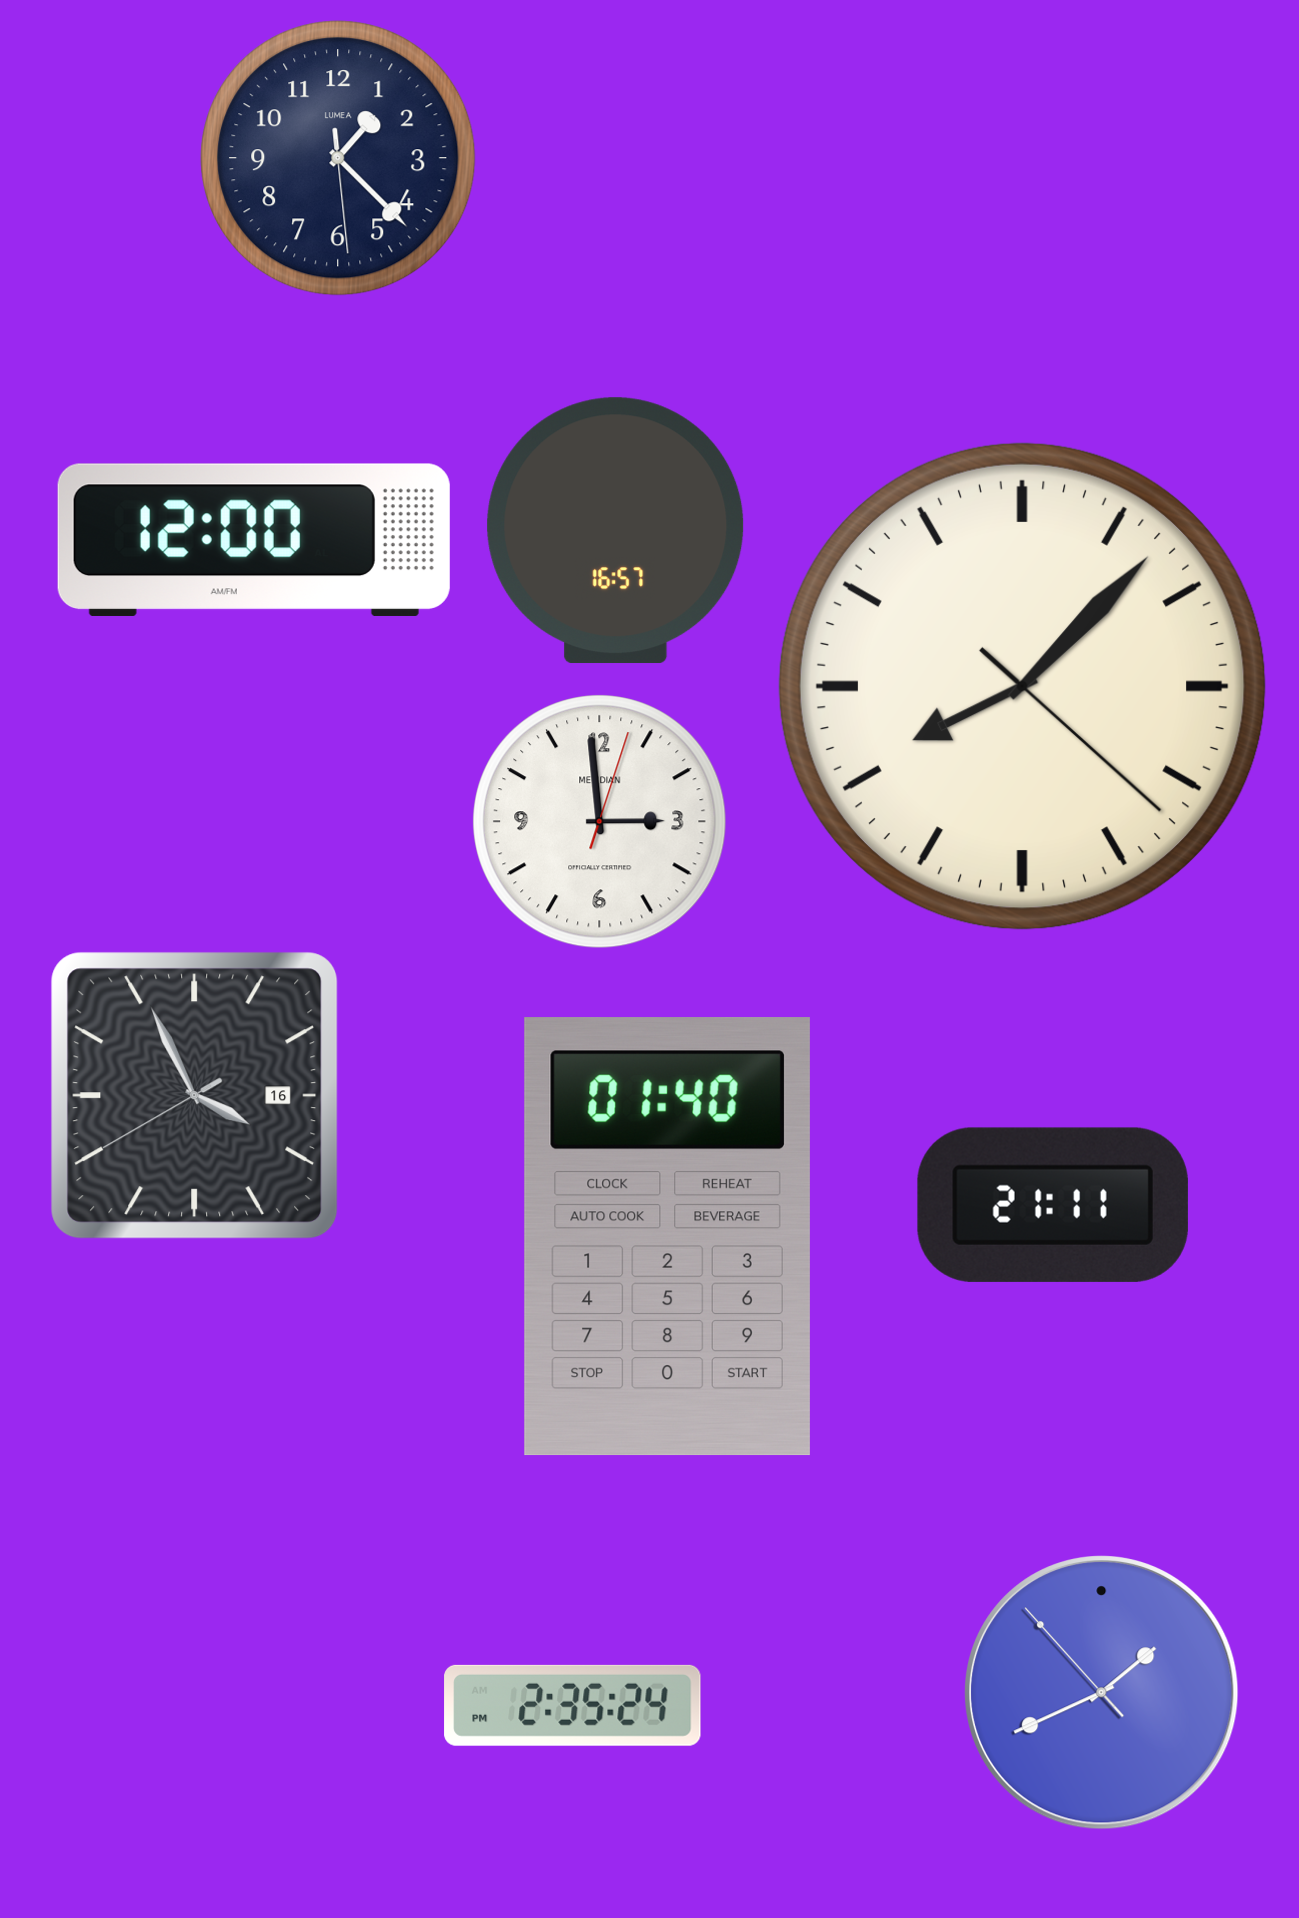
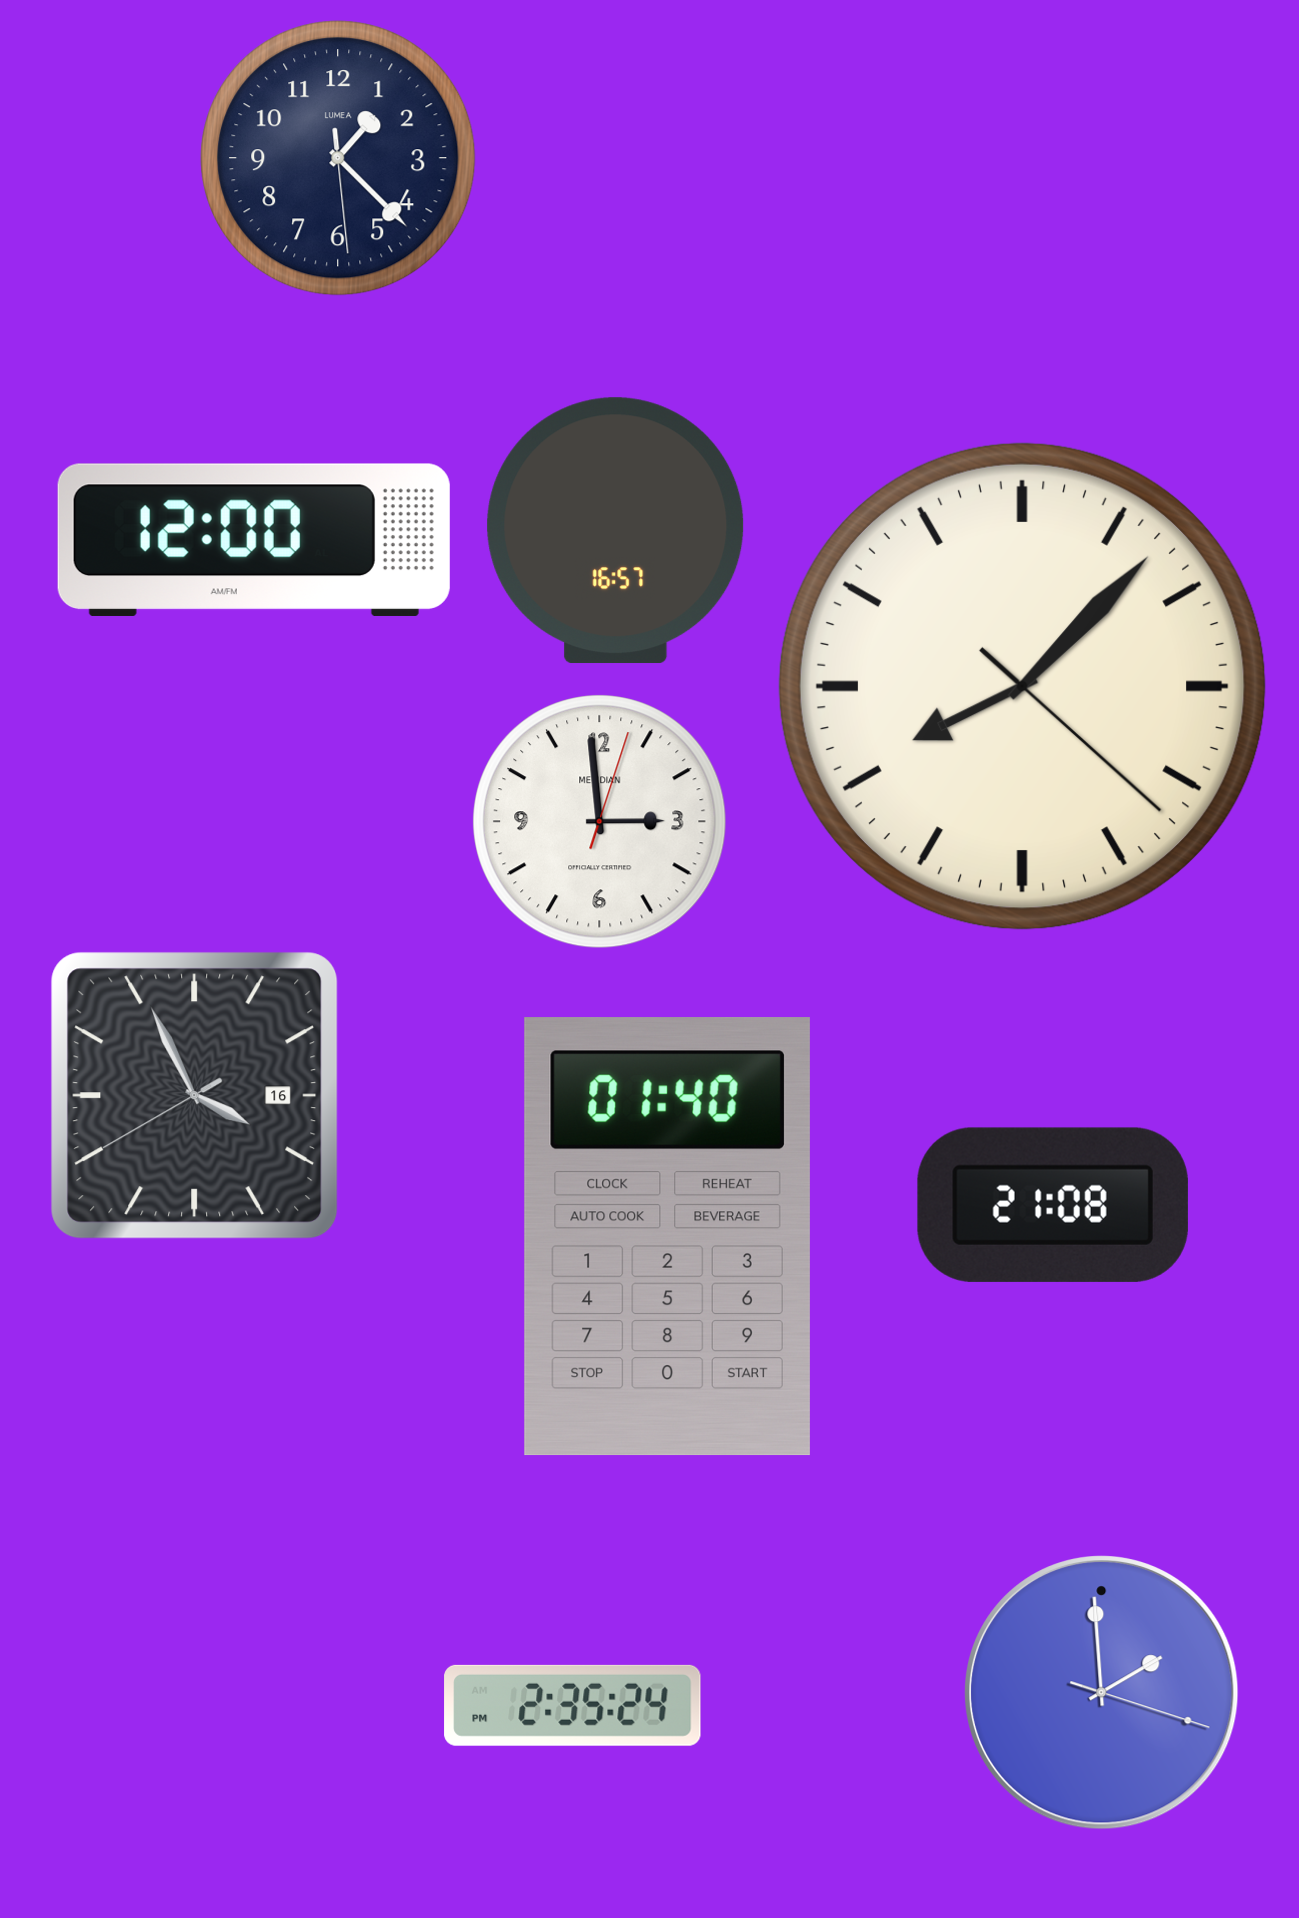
clock at (1053, 1205): 21:11 -> 21:08
clock at (1102, 1693): 1:40 -> 1:59
